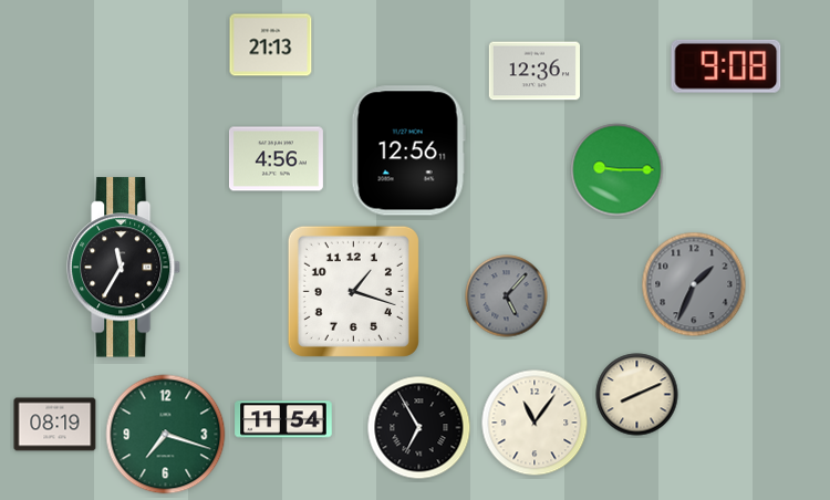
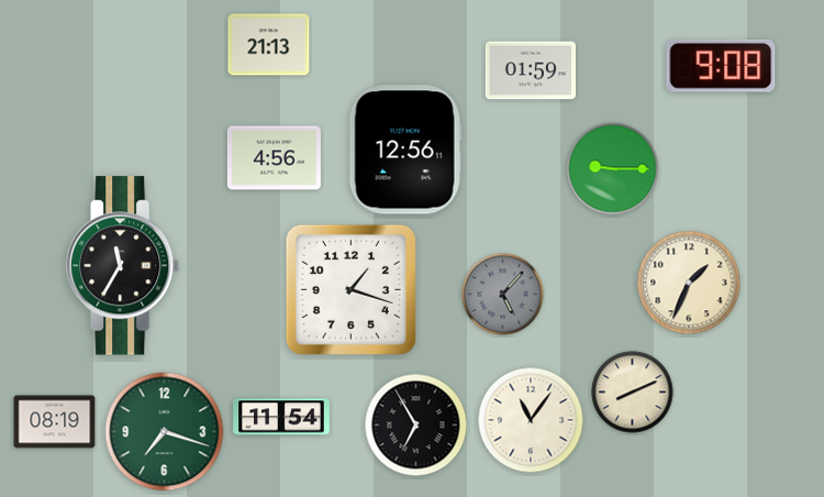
clock at (533, 71): 12:36 -> 01:59
clock at (694, 284) dial: grey -> cream
